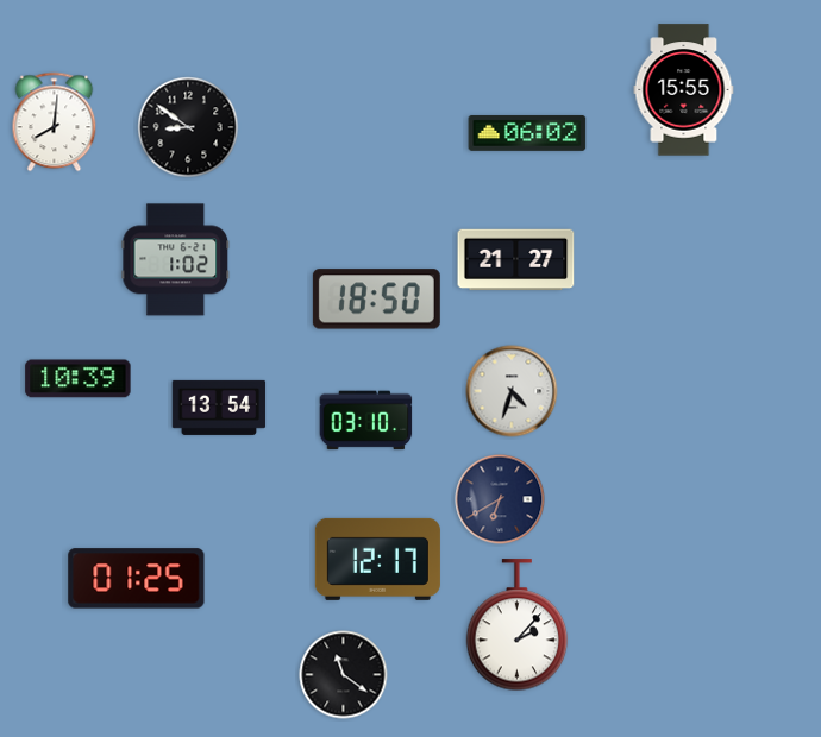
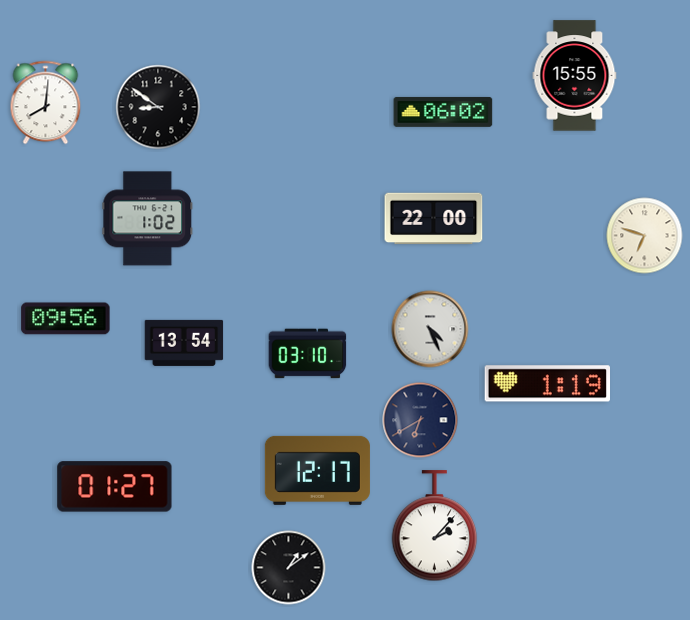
clock at (516, 260): 21:27 -> 22:00
clock at (645, 236): none -> 6:48
clock at (376, 300): 18:50 -> none
clock at (79, 379): 10:39 -> 09:56
clock at (512, 391): 4:33 -> 4:26
clock at (547, 384): none -> 1:19
clock at (137, 579): 01:25 -> 01:27
clock at (344, 675): 11:21 -> 1:09
